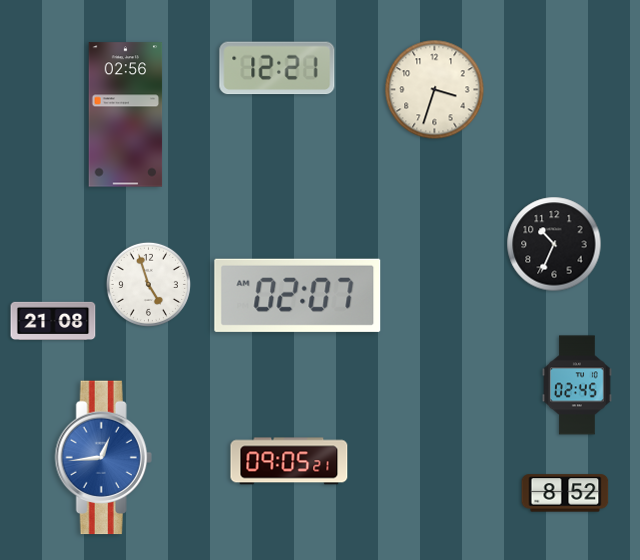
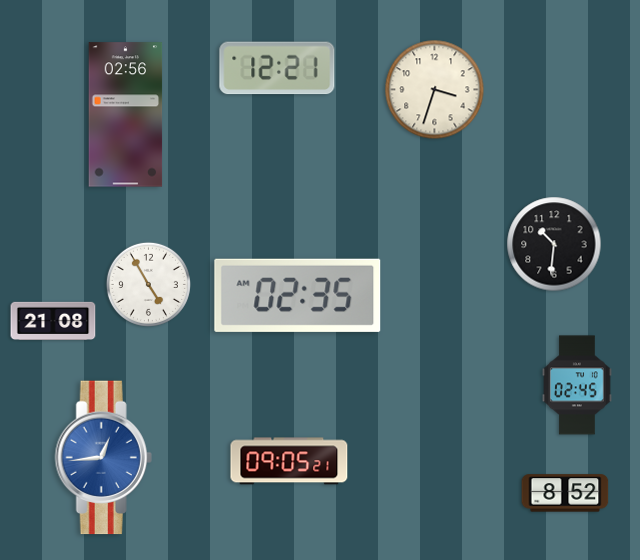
clock at (554, 244): 10:34 -> 10:31
clock at (148, 284): 4:57 -> 4:55
clock at (298, 295): 02:07 -> 02:35
